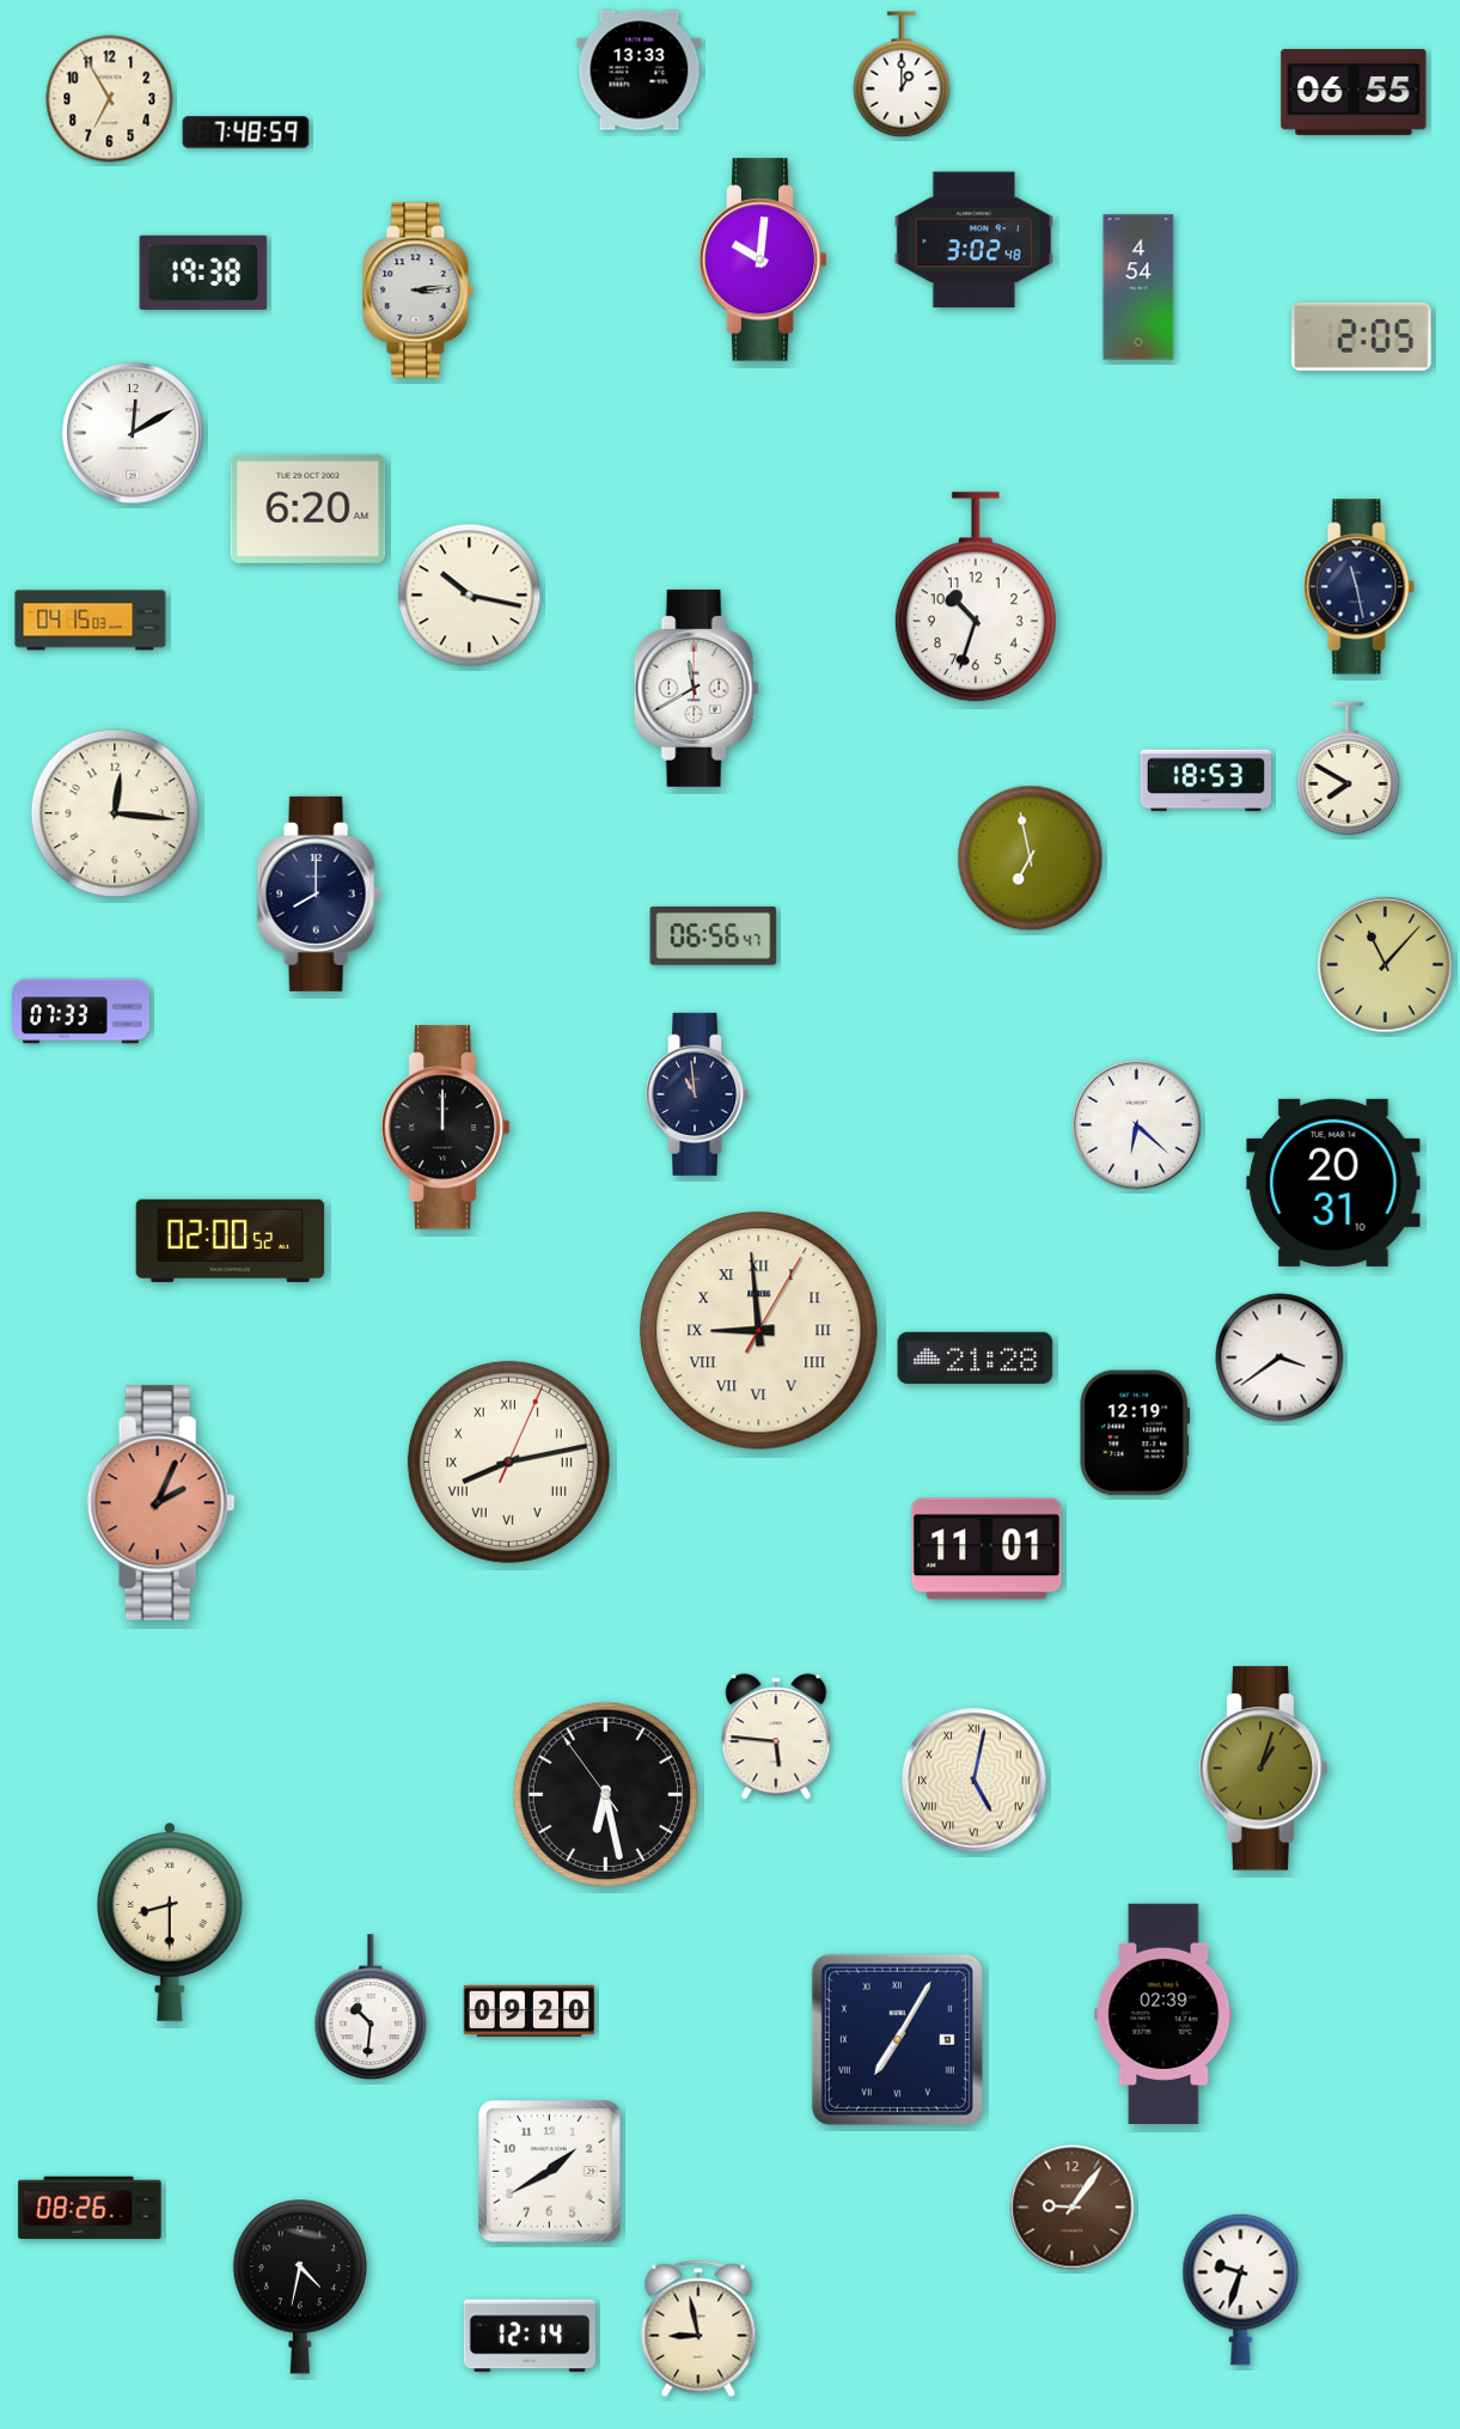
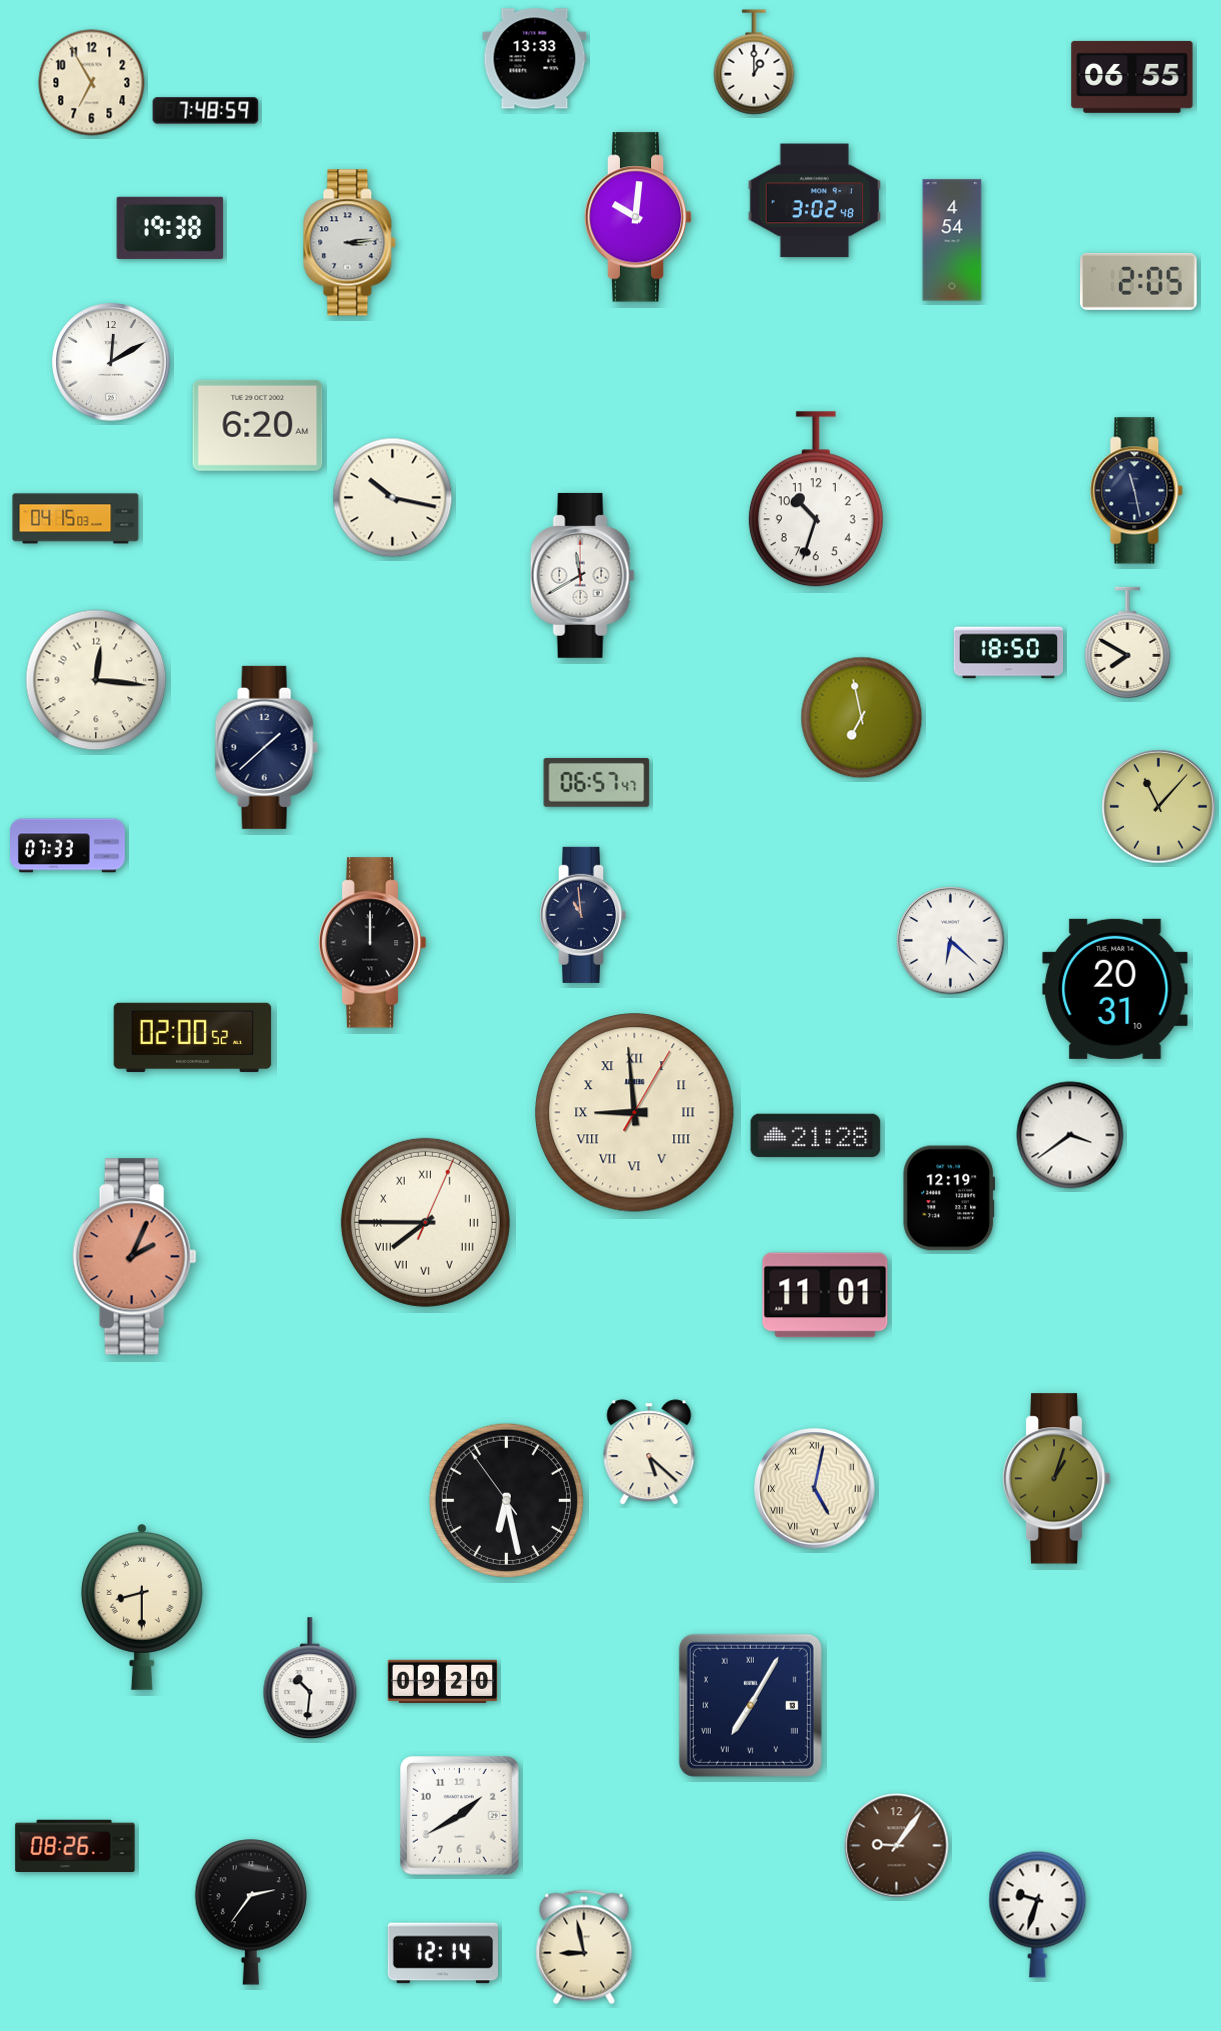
clock at (1207, 781): 18:53 -> 18:50
clock at (318, 893): 8:00 -> 1:38
clock at (714, 935): 06:56 -> 06:57
clock at (508, 1461): 8:13 -> 7:45
clock at (776, 1737): 5:46 -> 5:22
clock at (1163, 2013): 02:39 -> none
clock at (299, 2287): 4:32 -> 2:36
